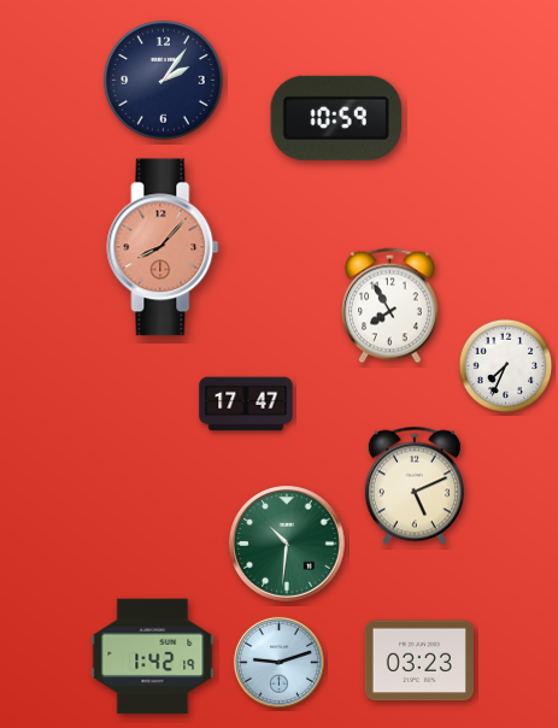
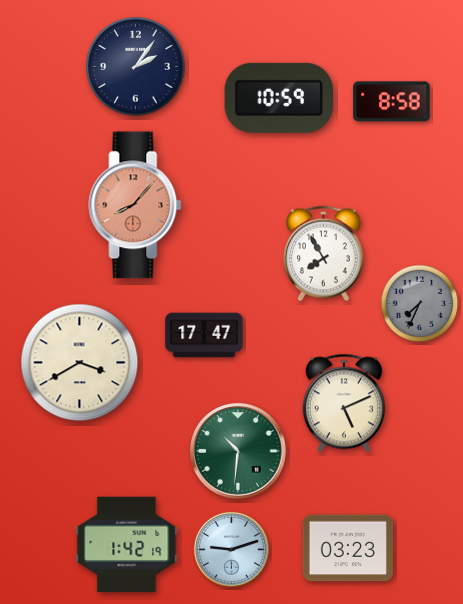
clock at (392, 102): none -> 8:58
clock at (506, 366) dial: white -> grey
clock at (80, 363): none -> 3:40
